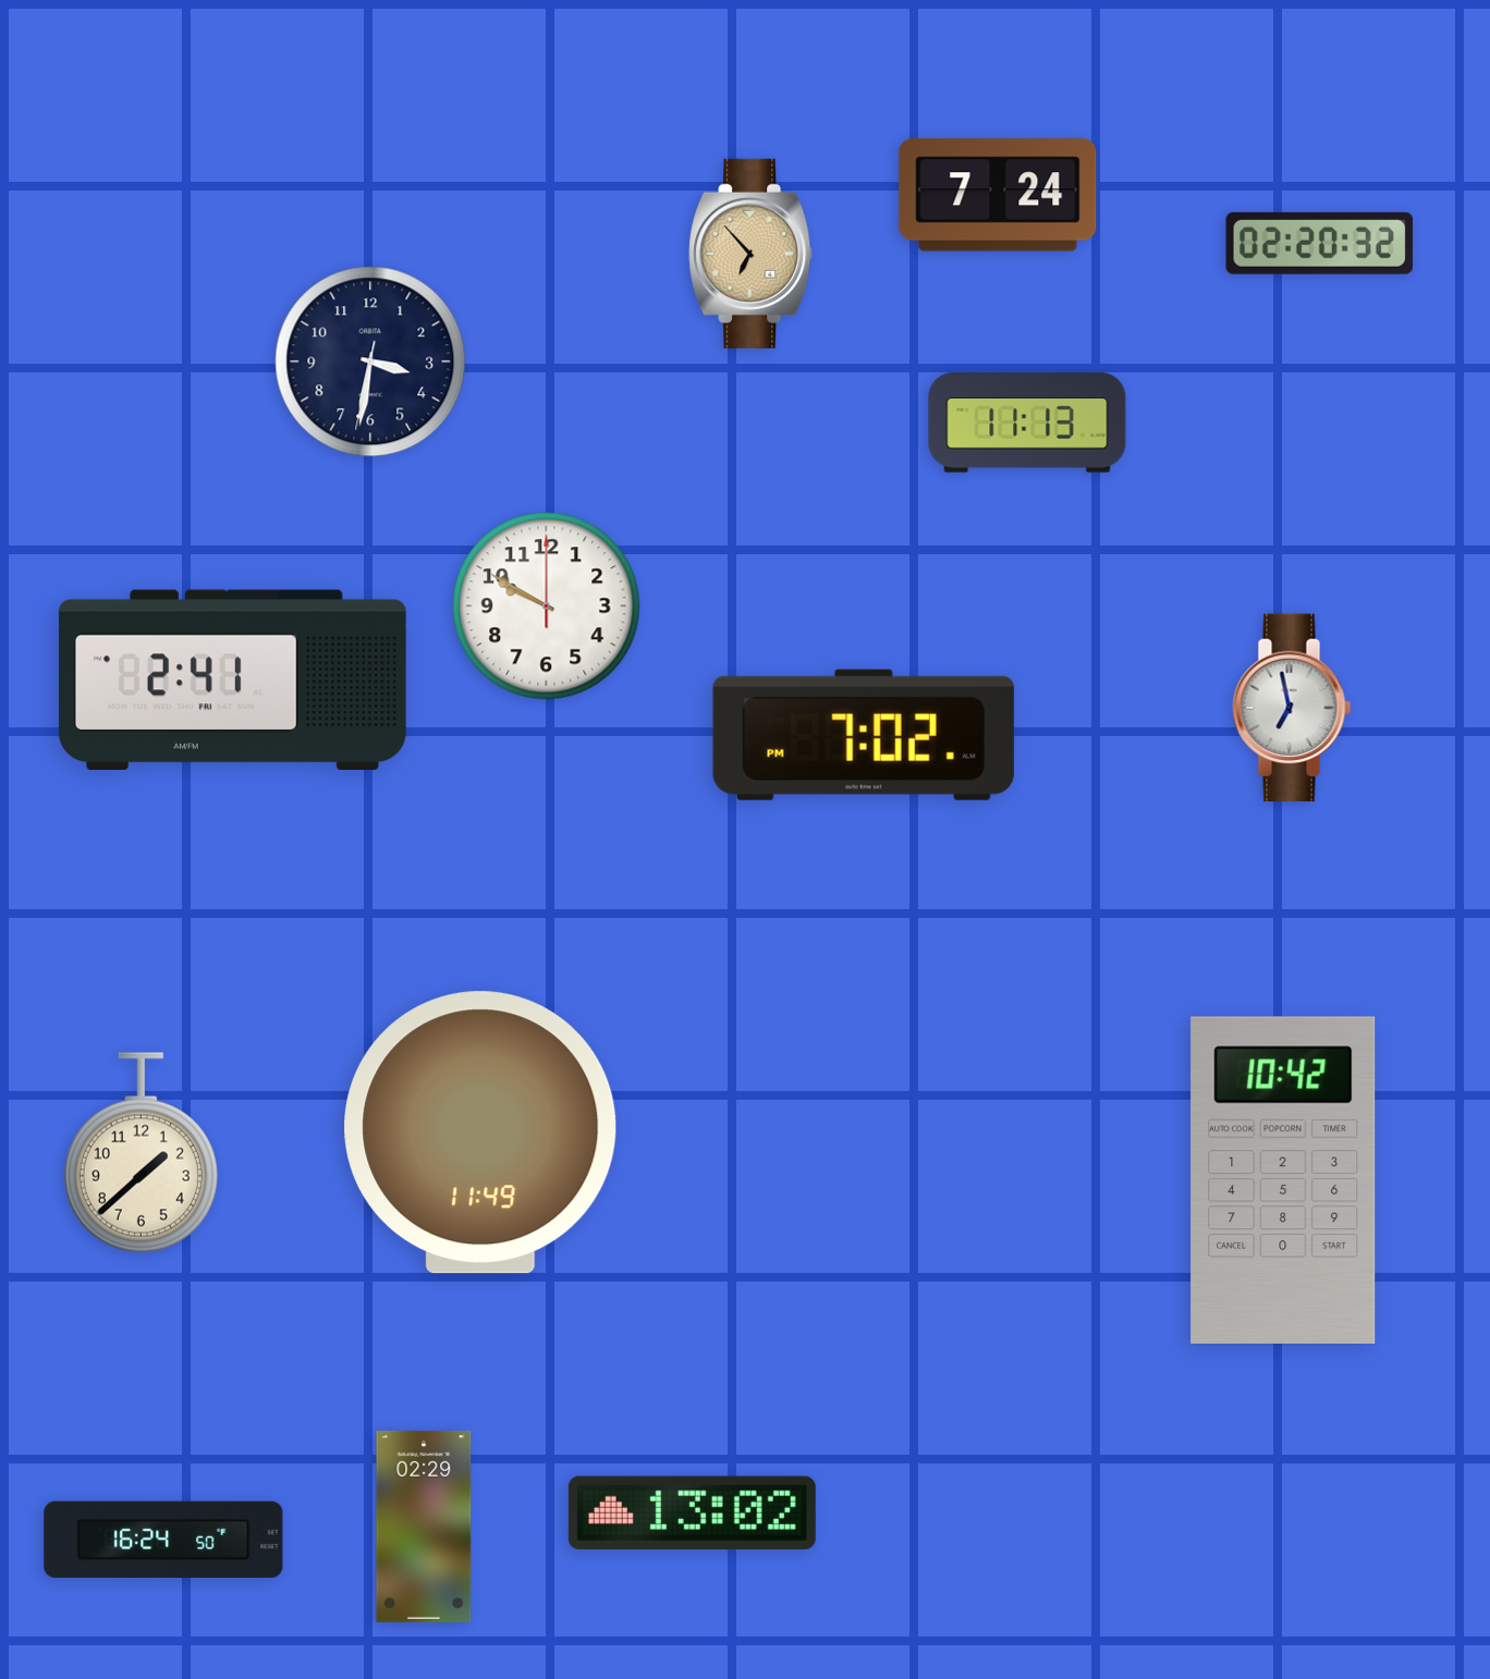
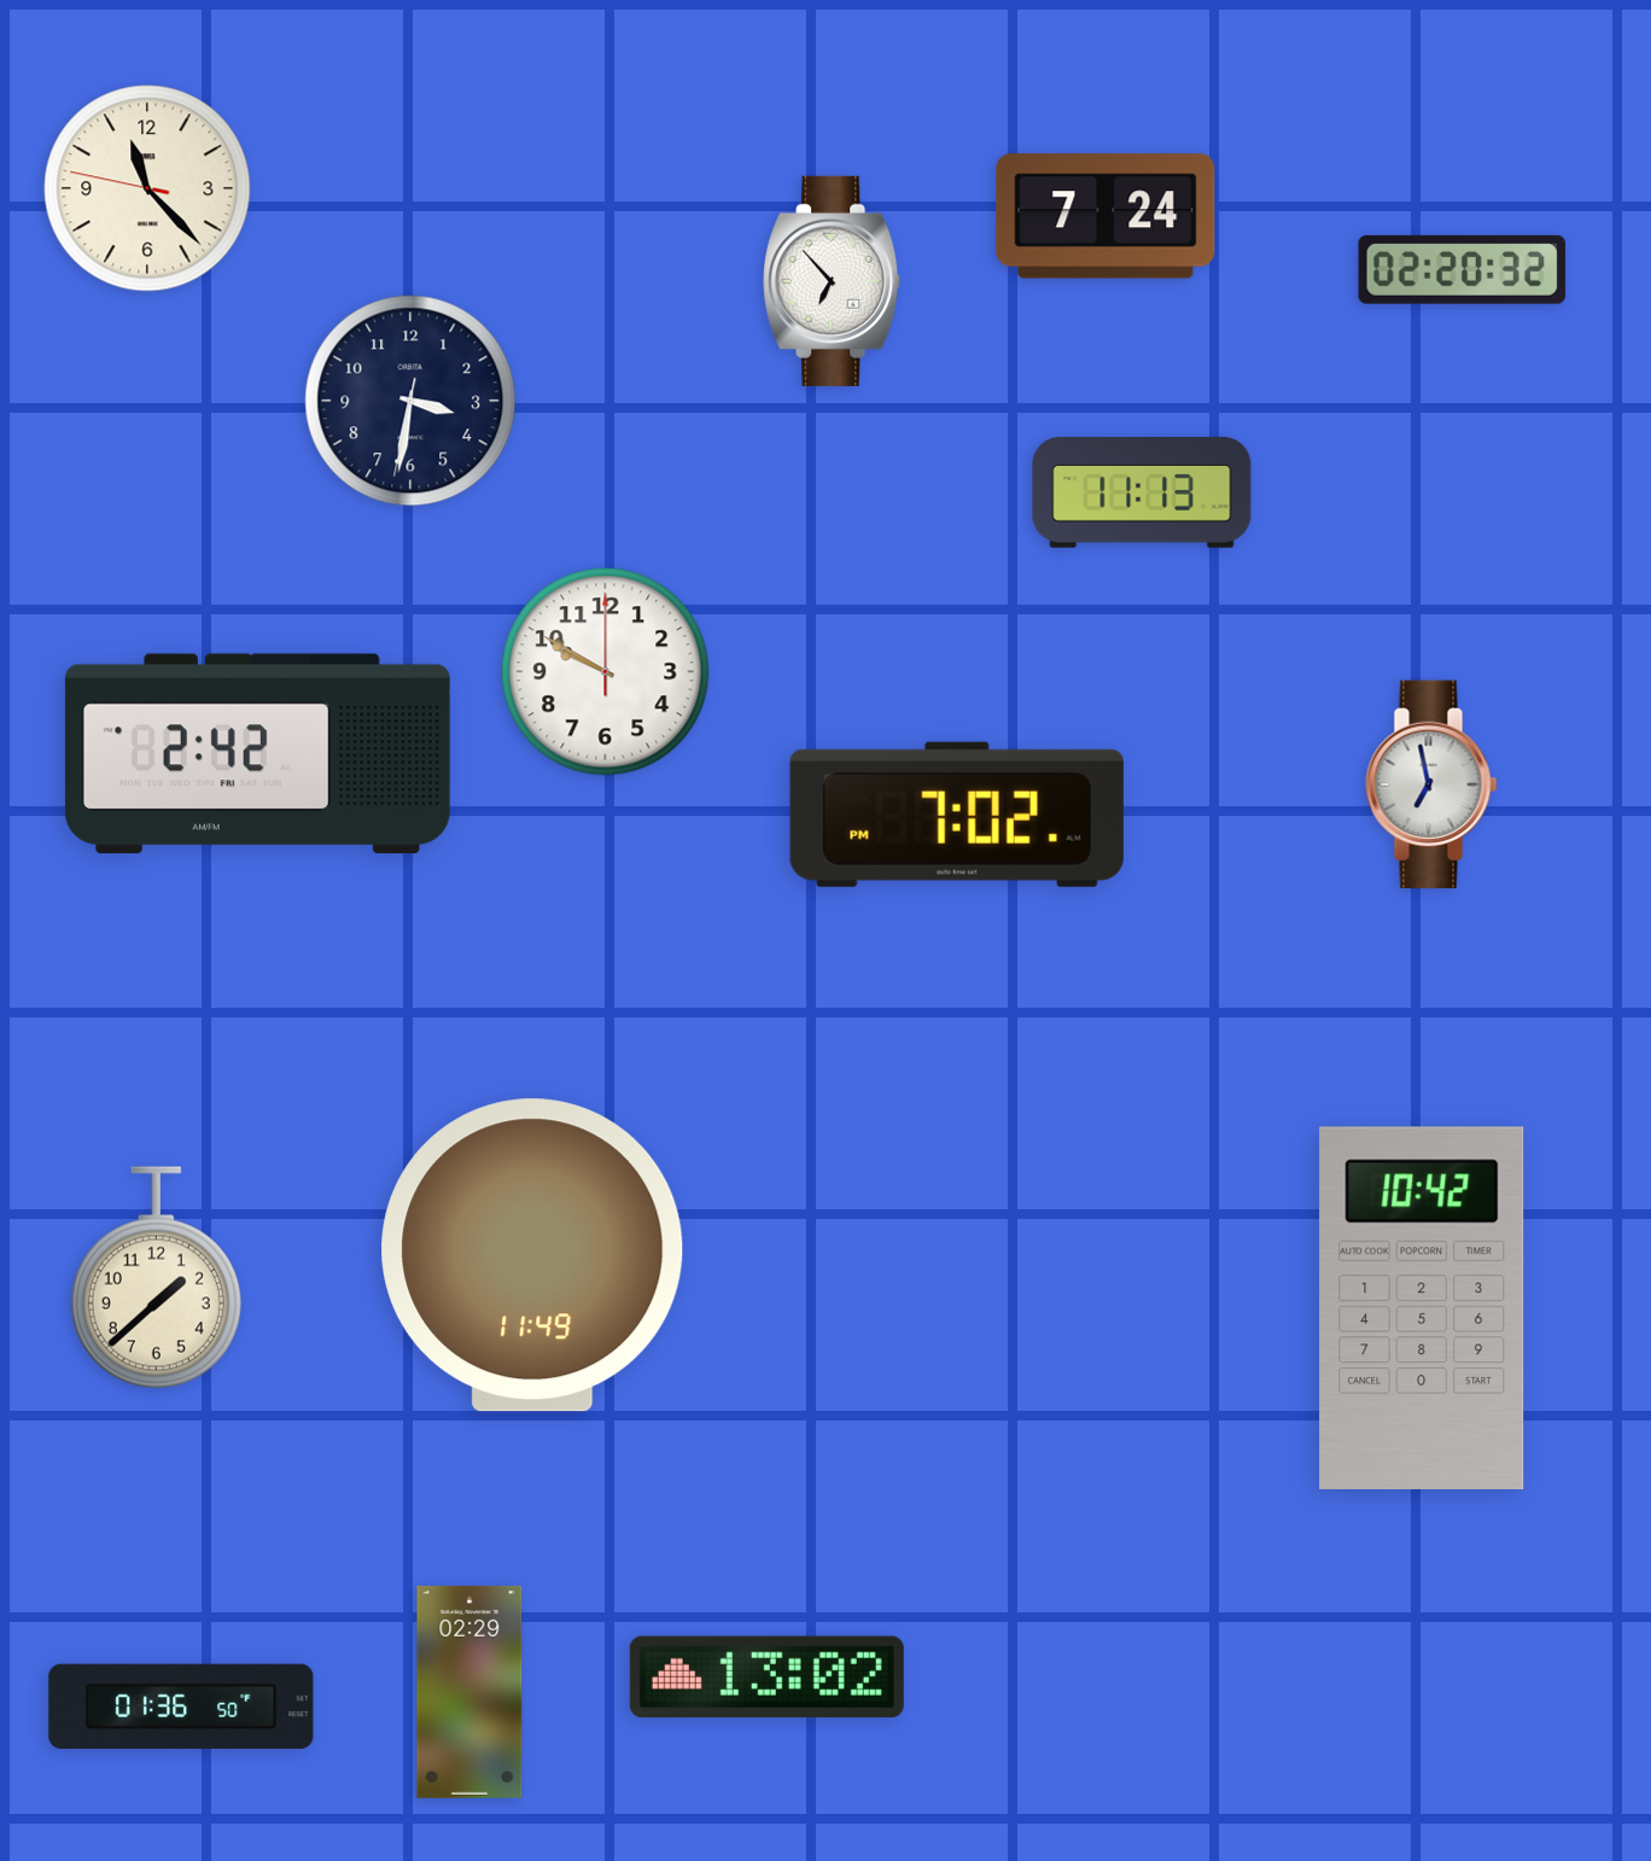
clock at (147, 188): none -> 11:22
clock at (752, 254) dial: champagne -> white
clock at (1027, 424) position: (1027, 424) -> (1142, 494)
clock at (232, 681): 2:41 -> 2:42
clock at (163, 1540): 16:24 -> 01:36
